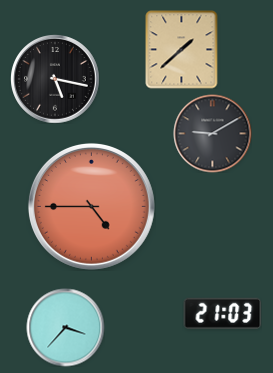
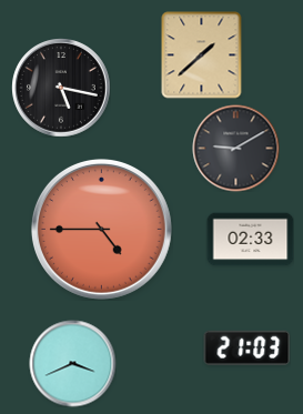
clock at (250, 240): none -> 02:33
clock at (65, 327): 3:37 -> 3:41
